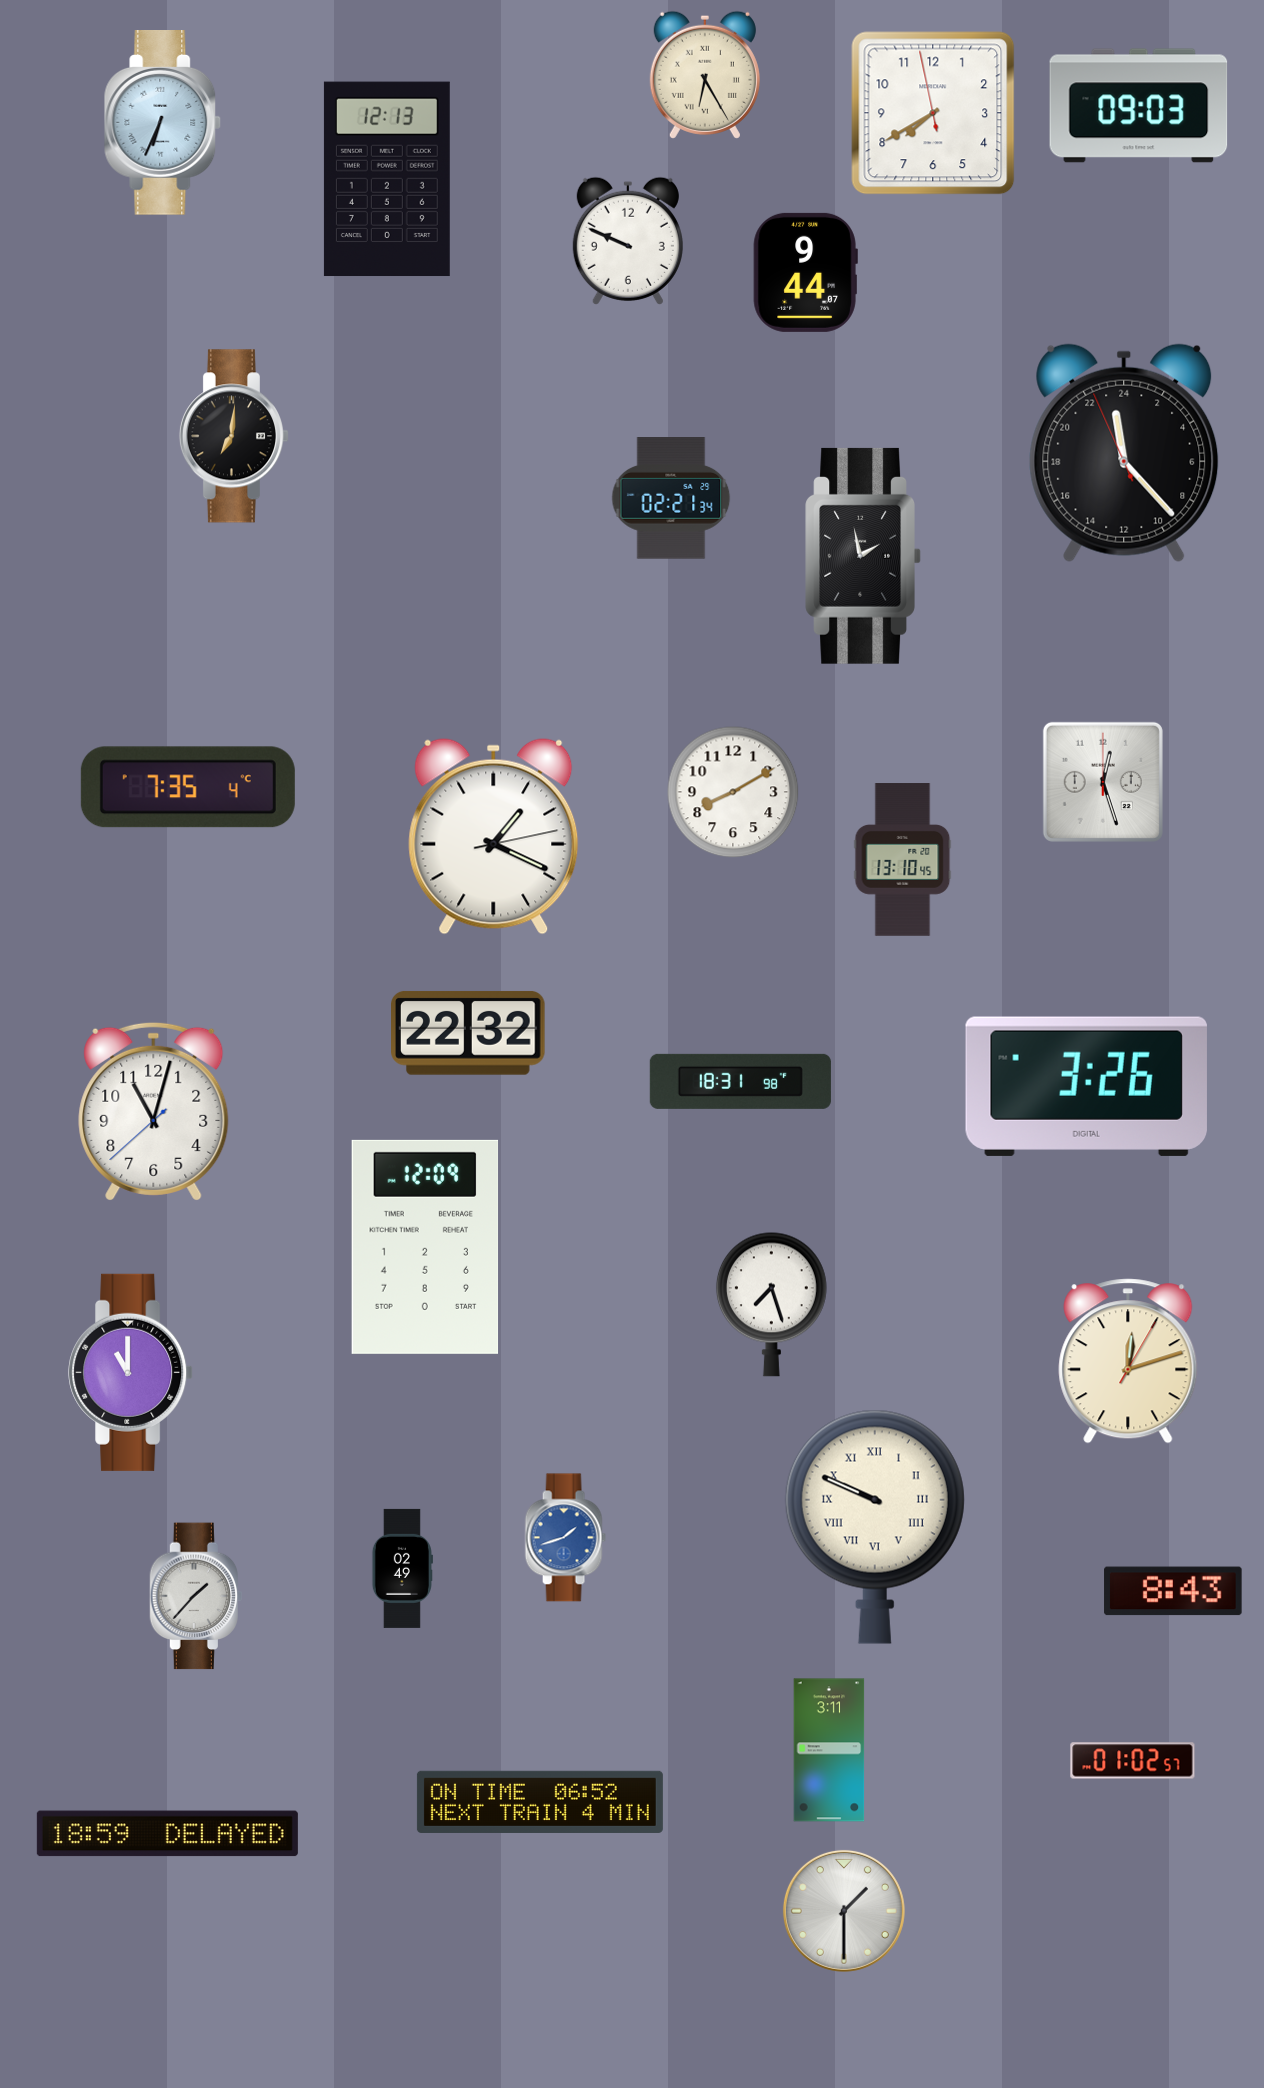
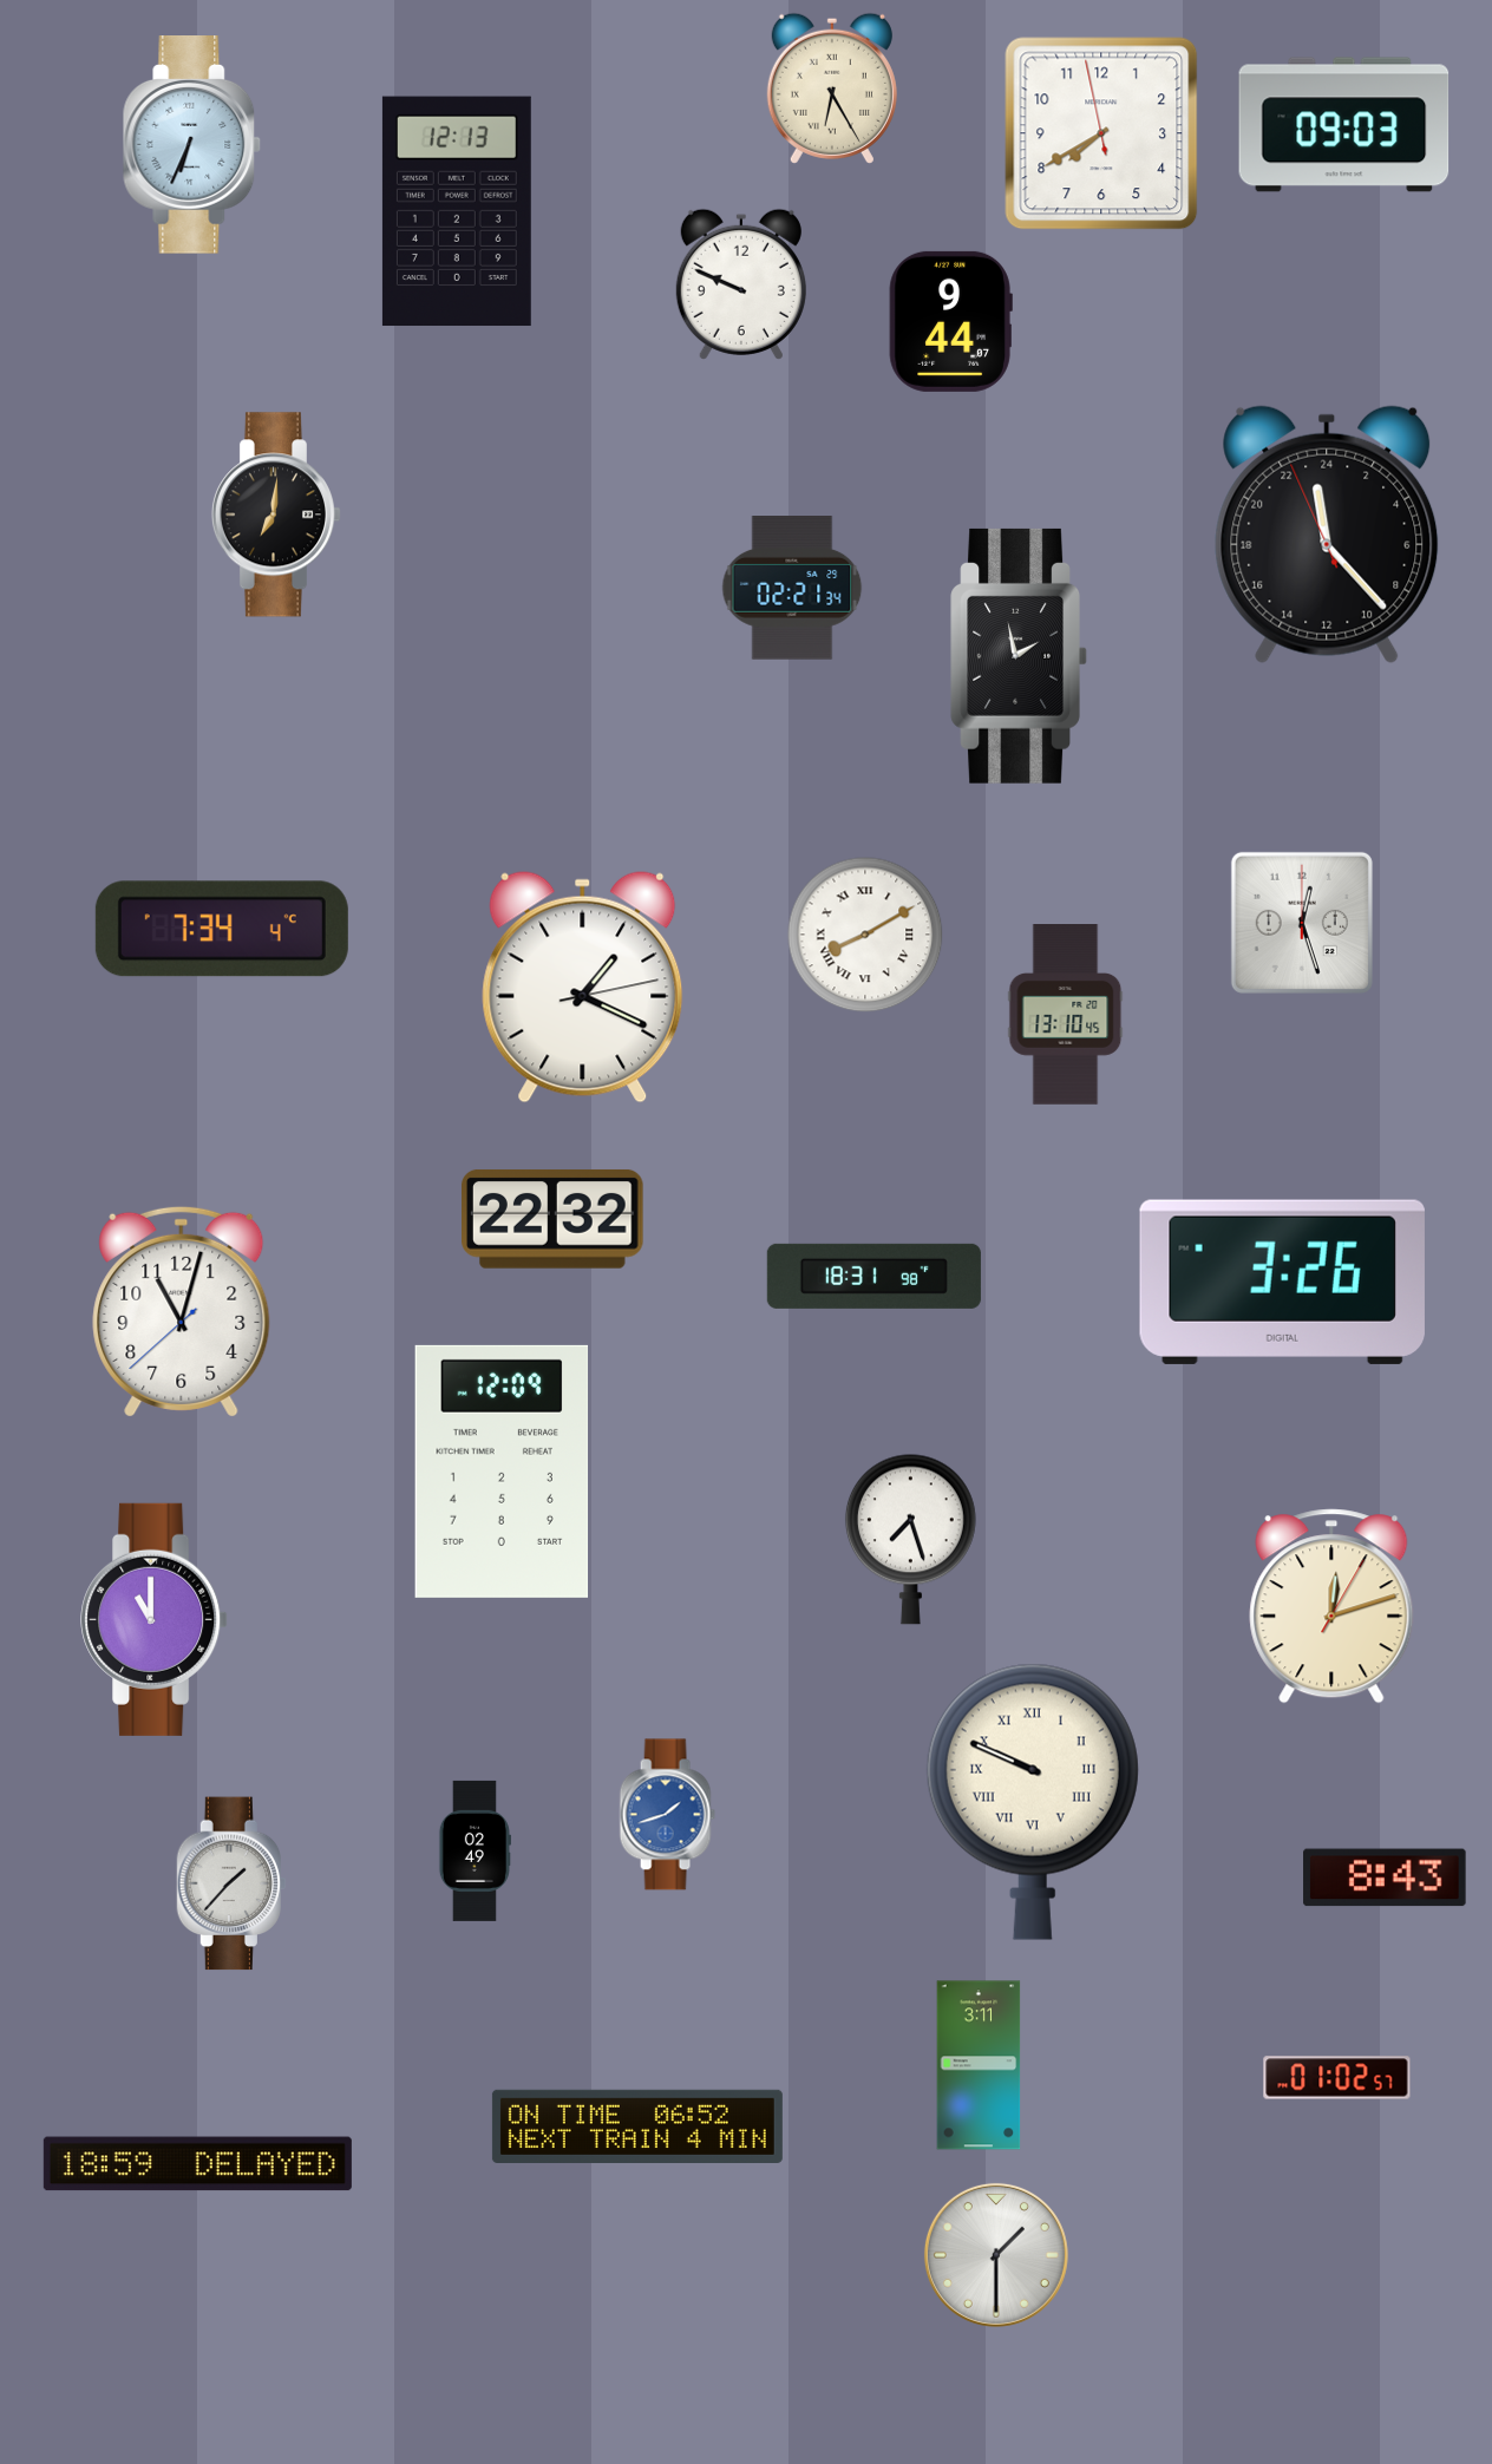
clock at (188, 787): 7:35 -> 7:34
clock at (733, 792) numerals: Arabic -> Roman
